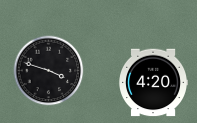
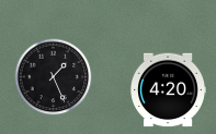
clock at (49, 71): 3:48 -> 1:26
